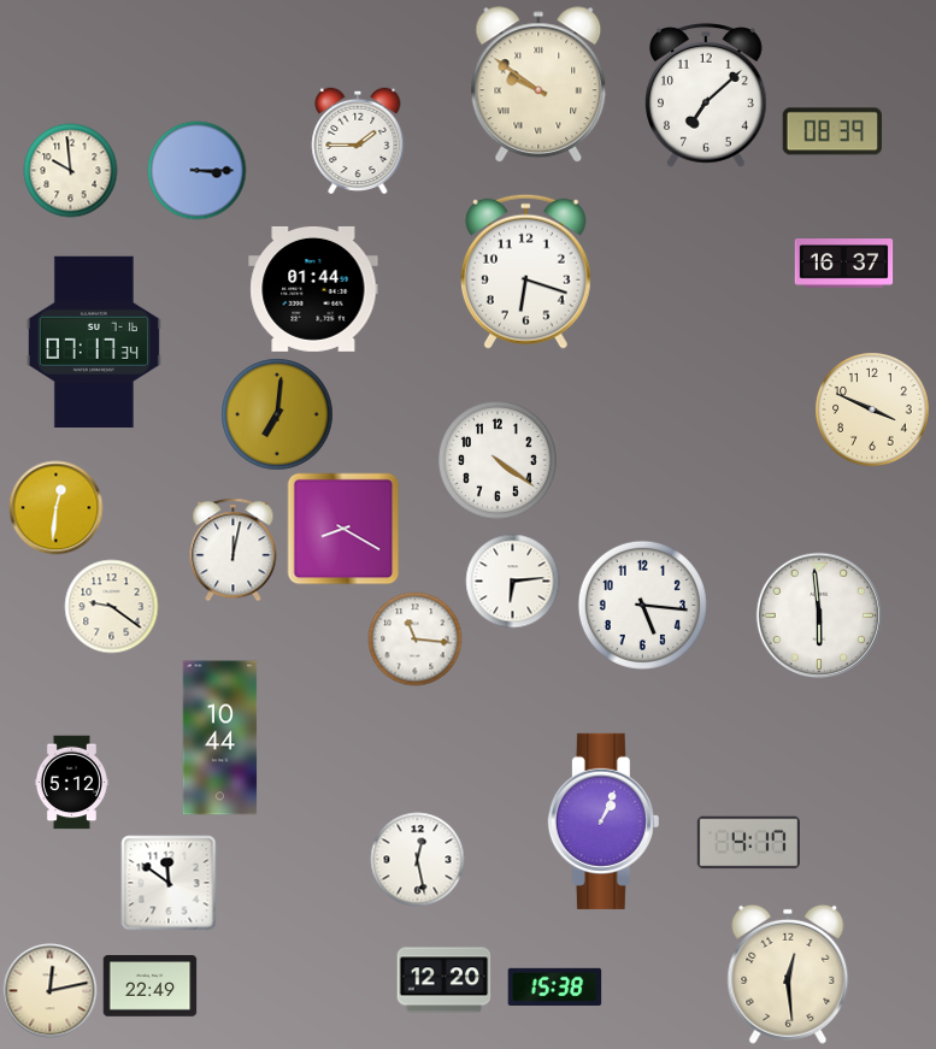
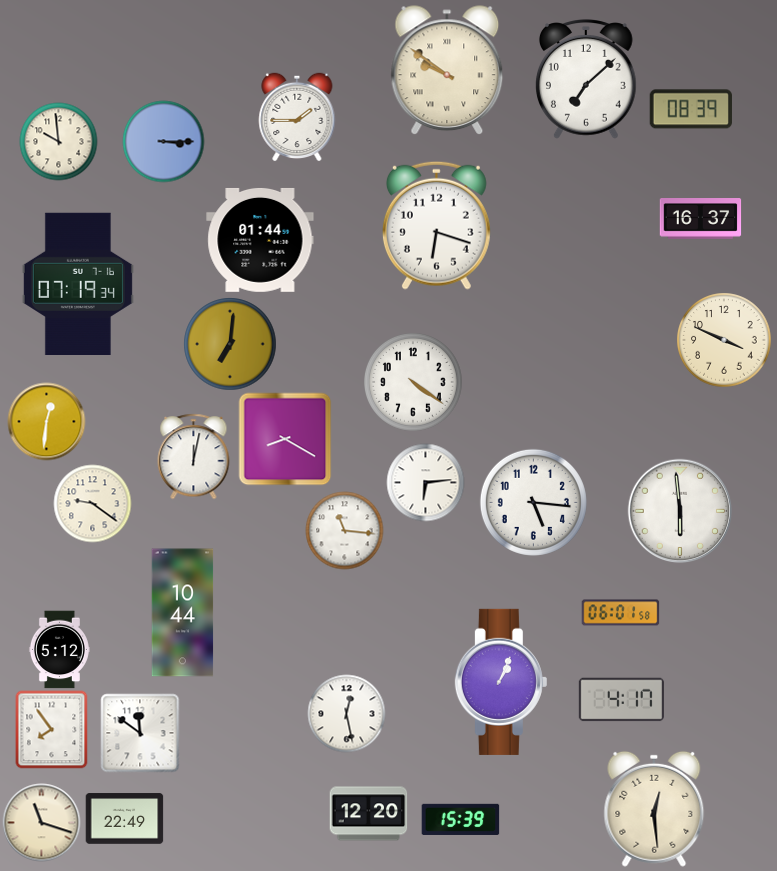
clock at (94, 341): 07:17 -> 07:19
clock at (620, 613): none -> 06:01
clock at (52, 729): none -> 7:54
clock at (554, 986): 15:38 -> 15:39
clock at (49, 990): 12:13 -> 11:18
